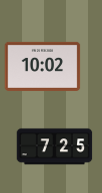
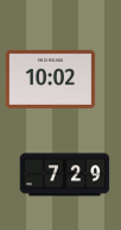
clock at (55, 147): 7:25 -> 7:29
